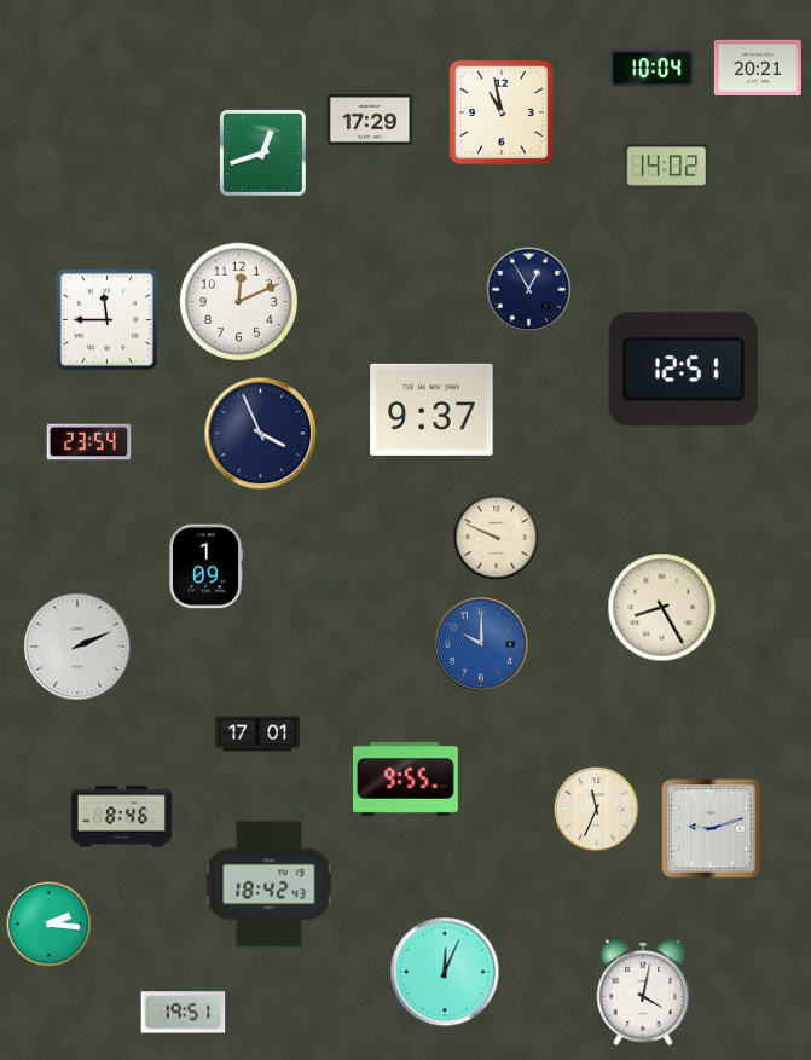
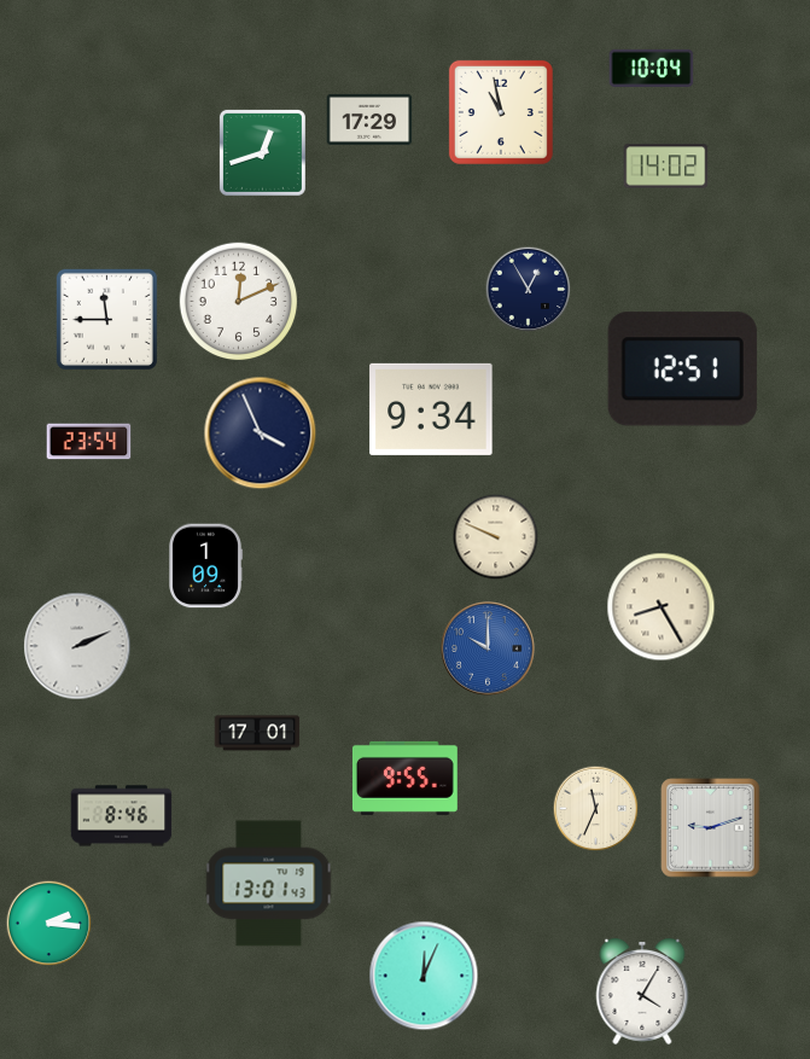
clock at (758, 66): 20:21 -> none
clock at (431, 410): 9:37 -> 9:34
clock at (482, 645) position: (482, 645) -> (489, 650)
clock at (270, 885): 18:42 -> 13:01
clock at (445, 972) position: (445, 972) -> (424, 976)
clock at (643, 992): 4:02 -> 4:05
clock at (184, 1013): 19:51 -> none
